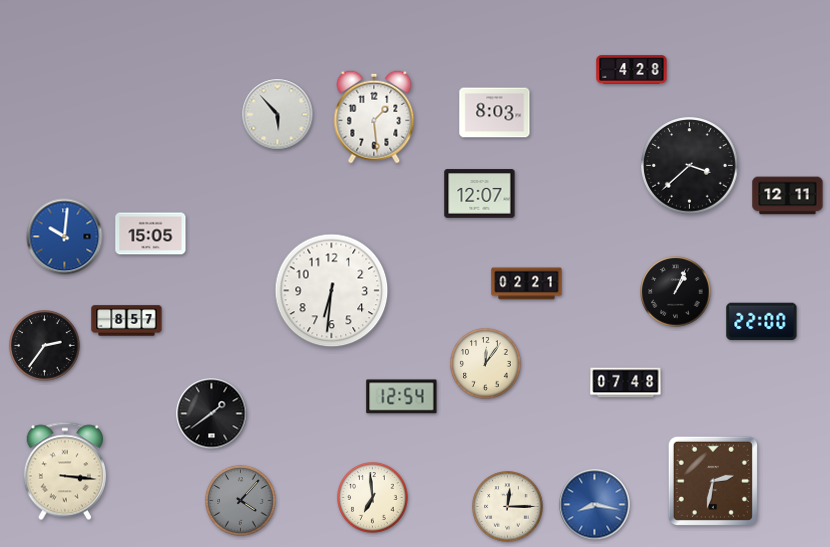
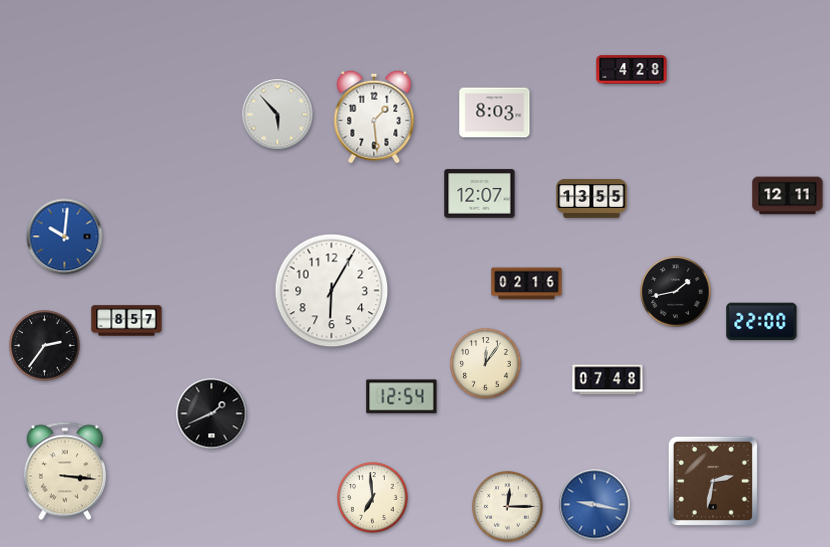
clock at (690, 166): 3:38 -> none
clock at (592, 199): none -> 13:55
clock at (151, 234): 15:05 -> none
clock at (527, 284): 02:21 -> 02:16
clock at (332, 291): 6:31 -> 6:05
clock at (676, 292): 1:04 -> 1:43
clock at (626, 383) position: (626, 383) -> (608, 380)
clock at (212, 414): 1:39 -> 1:41
clock at (241, 501): 4:07 -> none
clock at (595, 505): 8:17 -> 9:17
